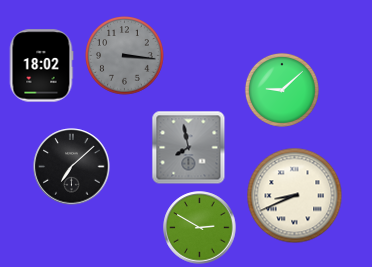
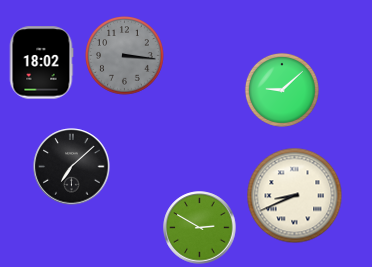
clock at (41, 66) position: (41, 66) -> (41, 63)
clock at (189, 148): 7:58 -> none
